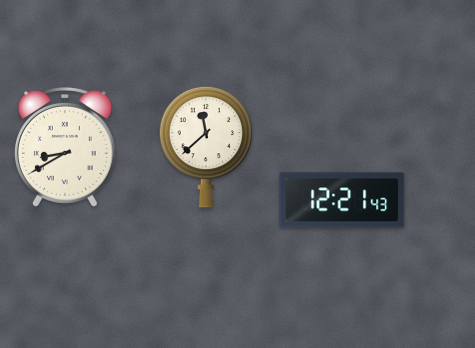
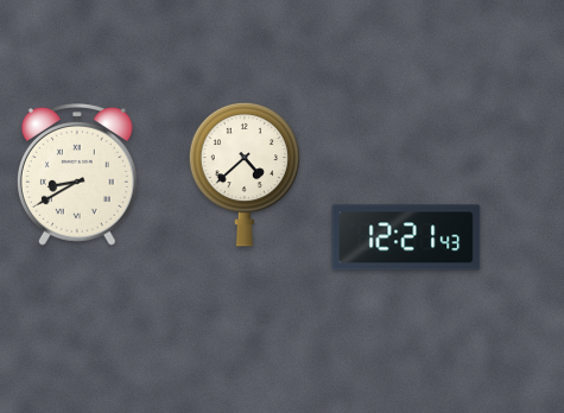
clock at (206, 147): 11:38 -> 4:38
